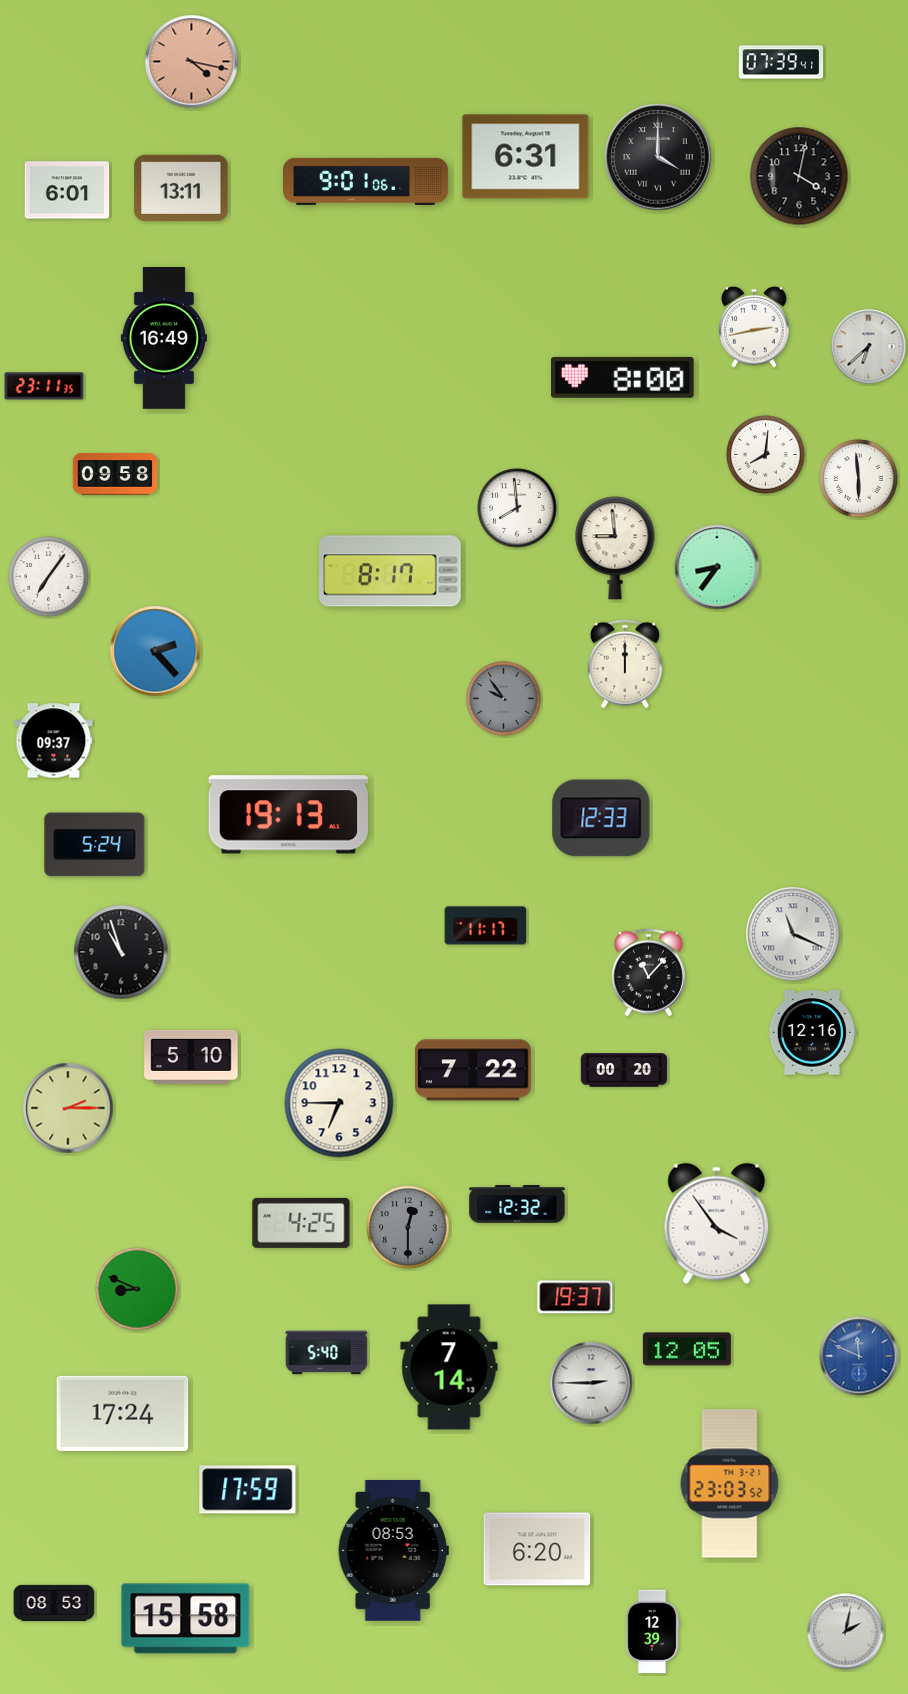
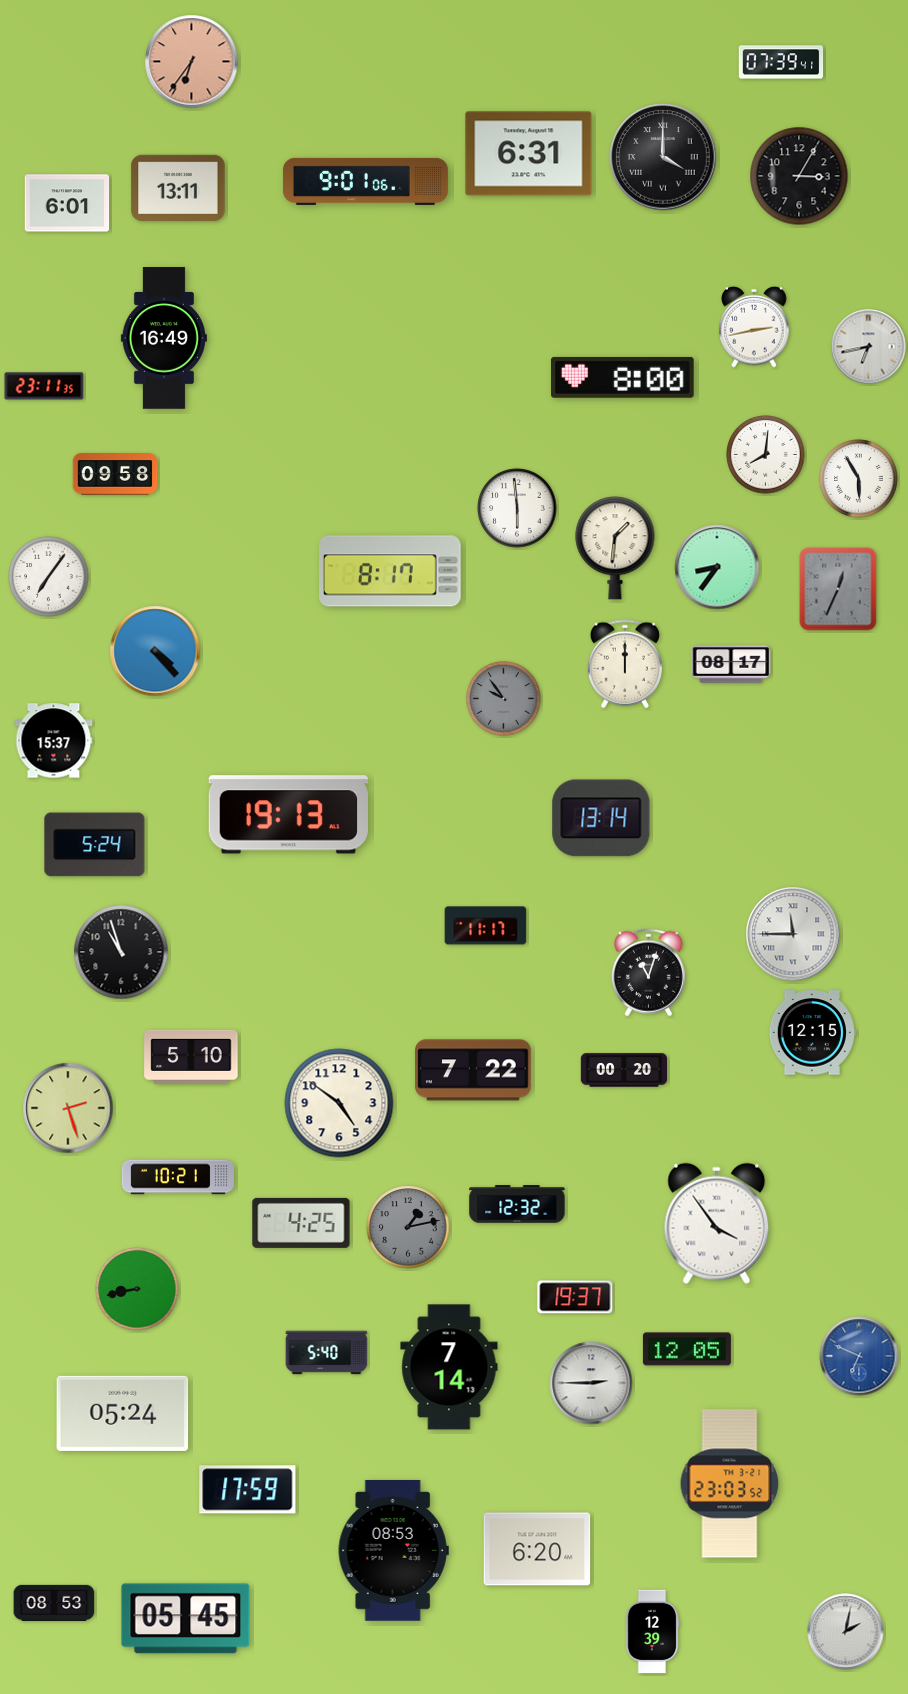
clock at (192, 62): 4:17 -> 6:36
clock at (526, 157) position: (526, 157) -> (529, 154)
clock at (658, 157) position: (658, 157) -> (663, 157)
clock at (799, 176): 4:02 -> 3:05
clock at (181, 187) position: (181, 187) -> (178, 187)
clock at (67, 190) position: (67, 190) -> (67, 203)
clock at (869, 347): 6:38 -> 6:43
clock at (859, 479): 5:59 -> 5:55
clock at (517, 508): 7:59 -> 5:59
clock at (615, 548): 8:59 -> 1:31
clock at (838, 589): none -> 12:34
clock at (155, 651): 2:23 -> 4:23
clock at (731, 664): none -> 08:17
clock at (54, 741): 09:37 -> 15:37
clock at (601, 818): 12:33 -> 13:14
clock at (793, 934): 11:19 -> 11:45
clock at (648, 973): 11:07 -> 11:03
clock at (812, 1033): 12:16 -> 12:15
clock at (339, 1103): 6:45 -> 4:51
clock at (68, 1108): 2:15 -> 2:27
clock at (178, 1177): none -> 10:21
clock at (408, 1227): 12:30 -> 1:13
clock at (137, 1289): 8:49 -> 8:43
clock at (859, 1356): 11:49 -> 6:49
clock at (123, 1413): 17:24 -> 05:24
clock at (186, 1619): 15:58 -> 05:45
